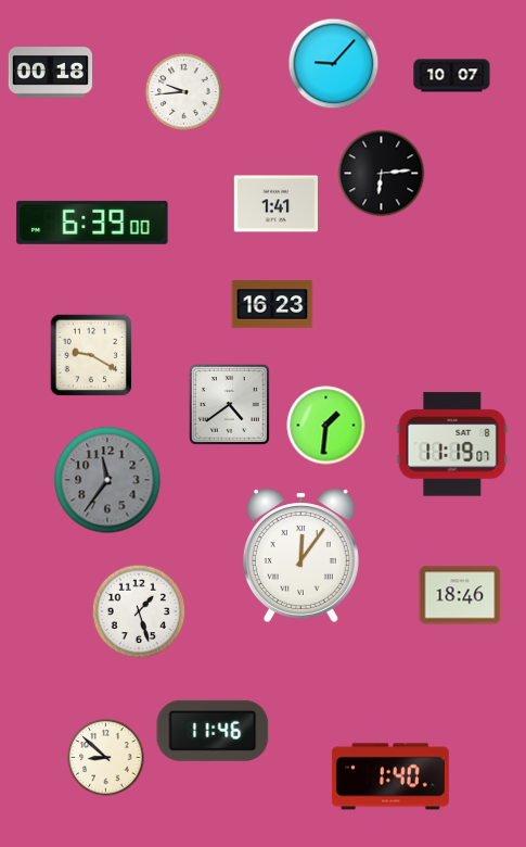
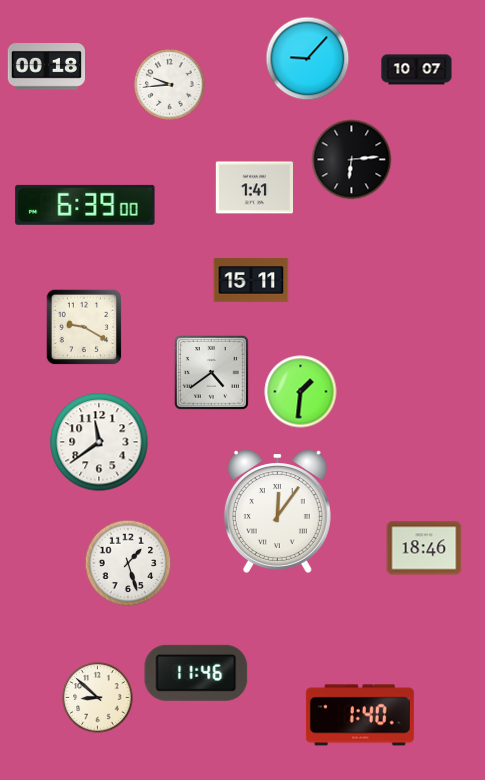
clock at (272, 304): 16:23 -> 15:11
clock at (452, 444): 11:19 -> none
clock at (107, 480): 11:36 -> 11:39
clock at (107, 480) dial: grey -> white
